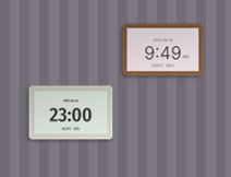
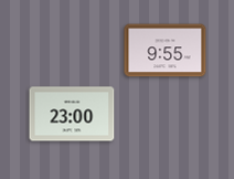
clock at (163, 50): 9:49 -> 9:55
